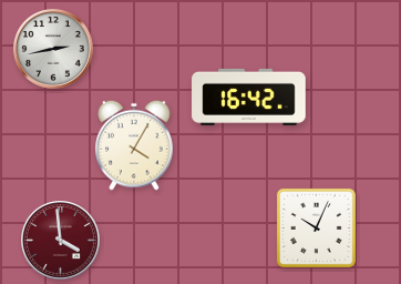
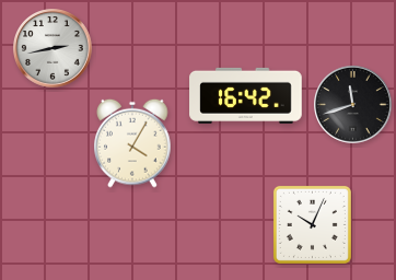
clock at (353, 105): none -> 11:42
clock at (61, 241): 3:59 -> none
